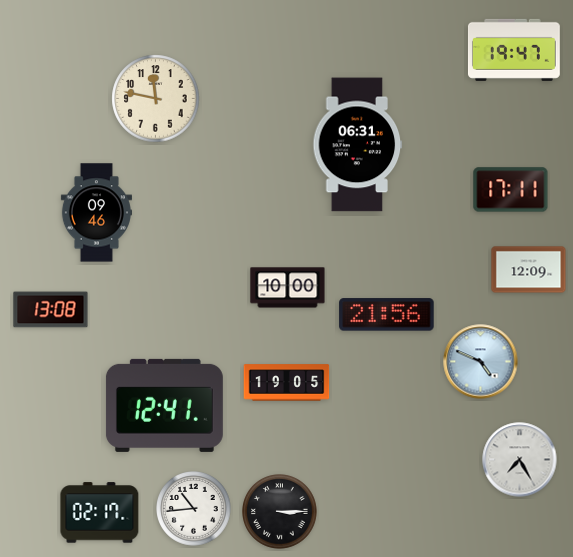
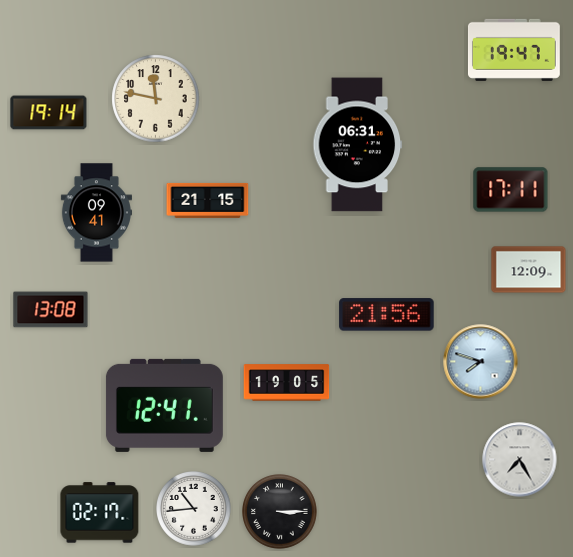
clock at (49, 113): none -> 19:14
clock at (208, 200): none -> 21:15
clock at (96, 213): 09:46 -> 09:41
clock at (288, 288): 10:00 -> none
clock at (481, 362): 4:49 -> 7:48
